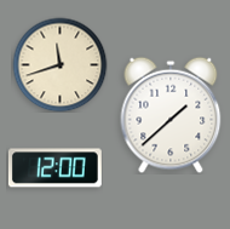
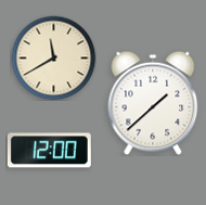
clock at (59, 64): 11:42 -> 11:40
